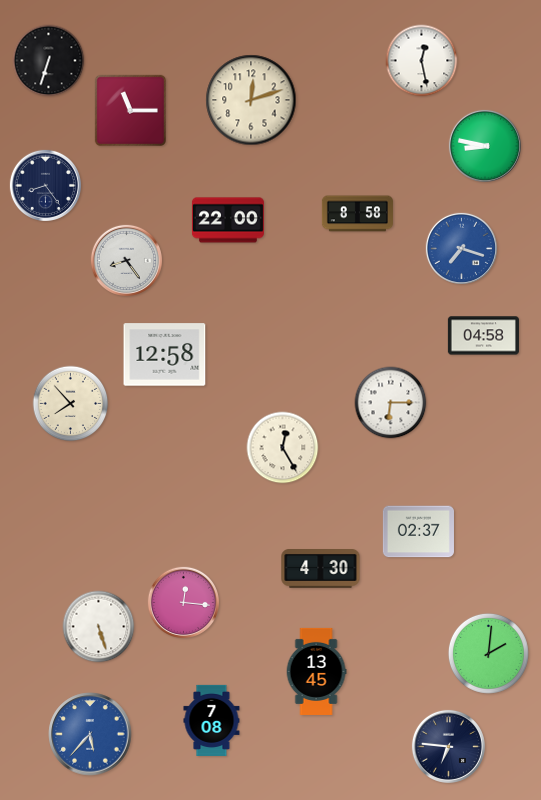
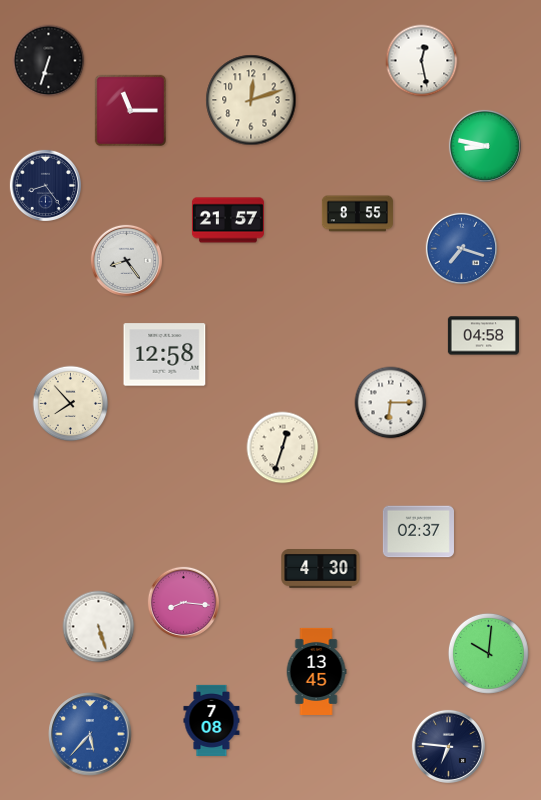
clock at (357, 214): 8:58 -> 8:55
clock at (228, 220): 22:00 -> 21:57
clock at (283, 448): 12:25 -> 12:33
clock at (183, 602): 12:16 -> 8:16
clock at (488, 653): 2:01 -> 10:01
